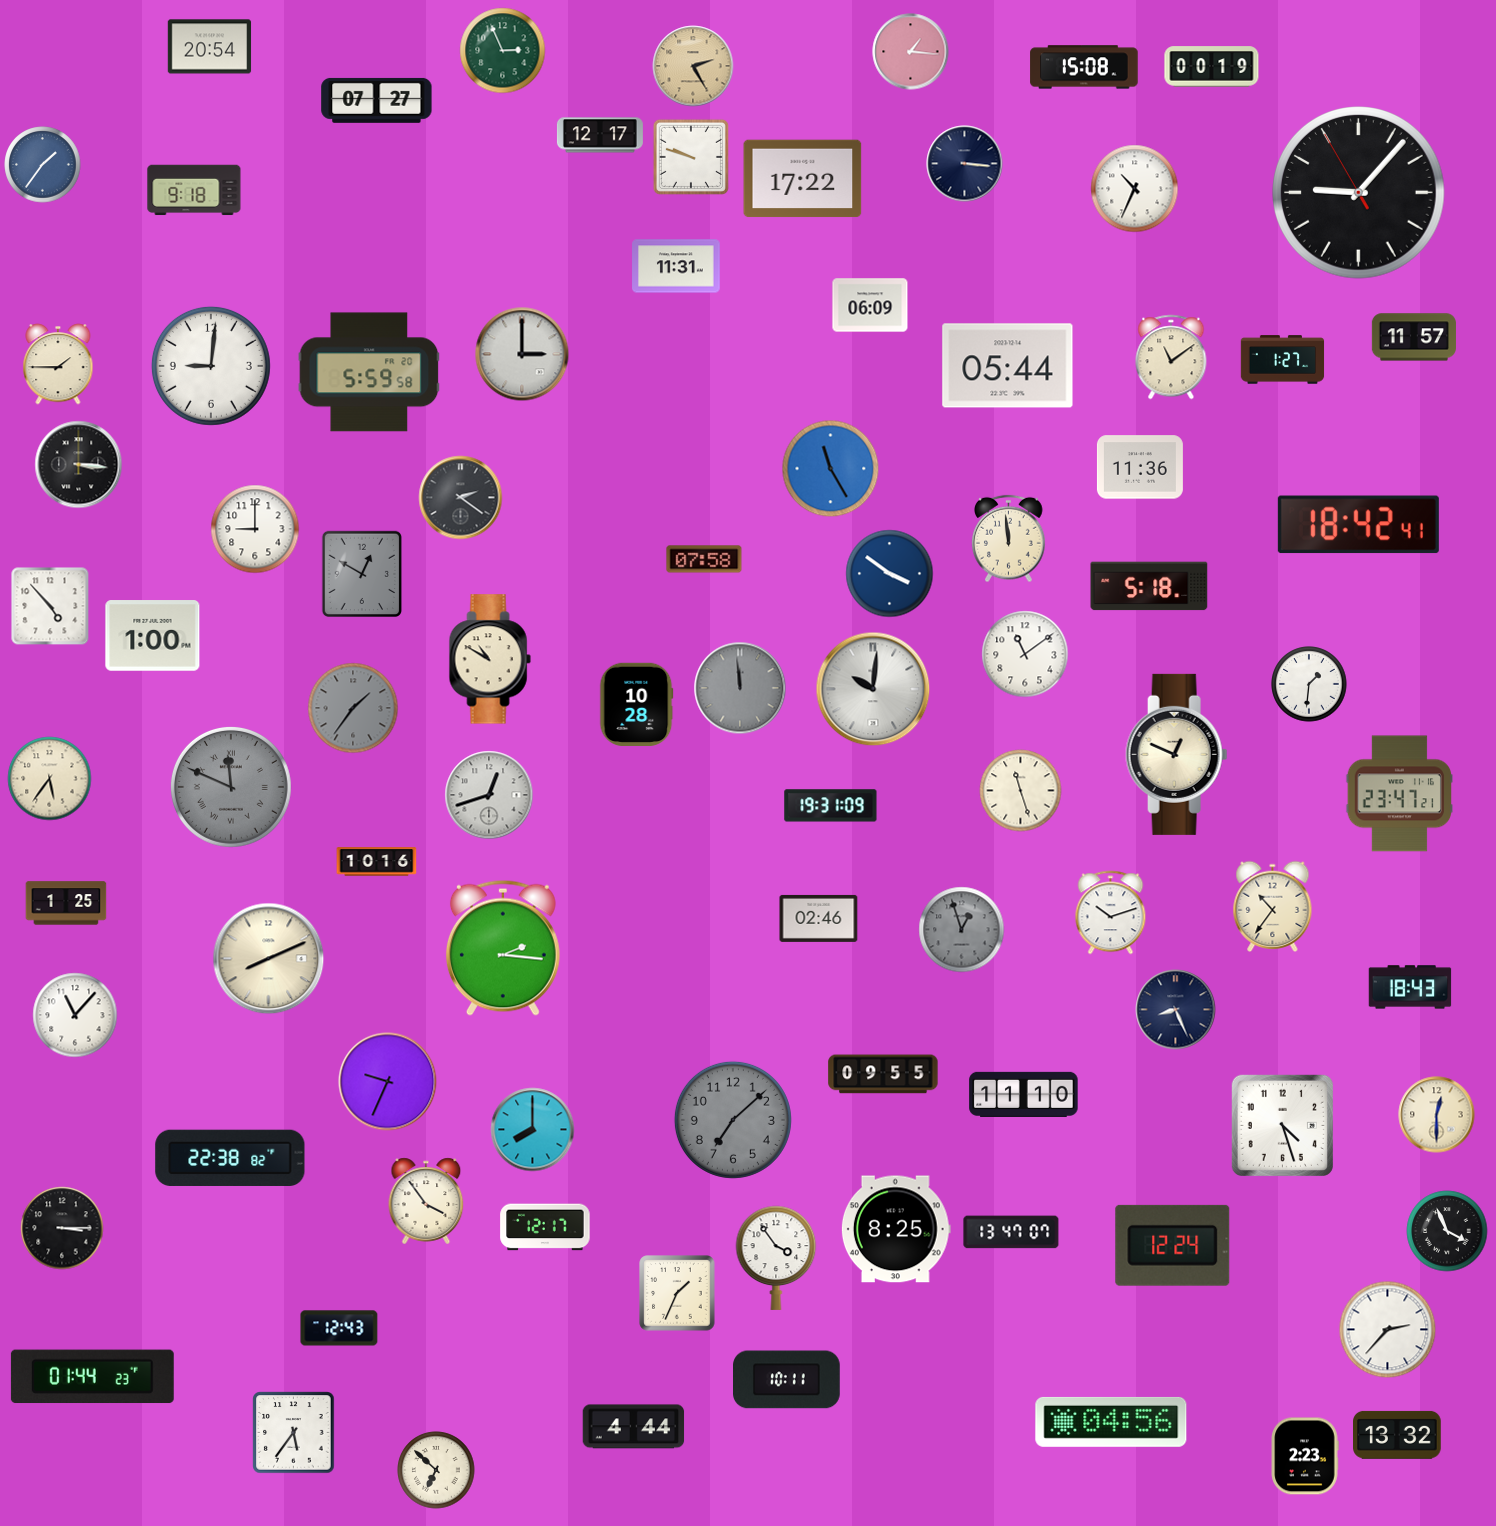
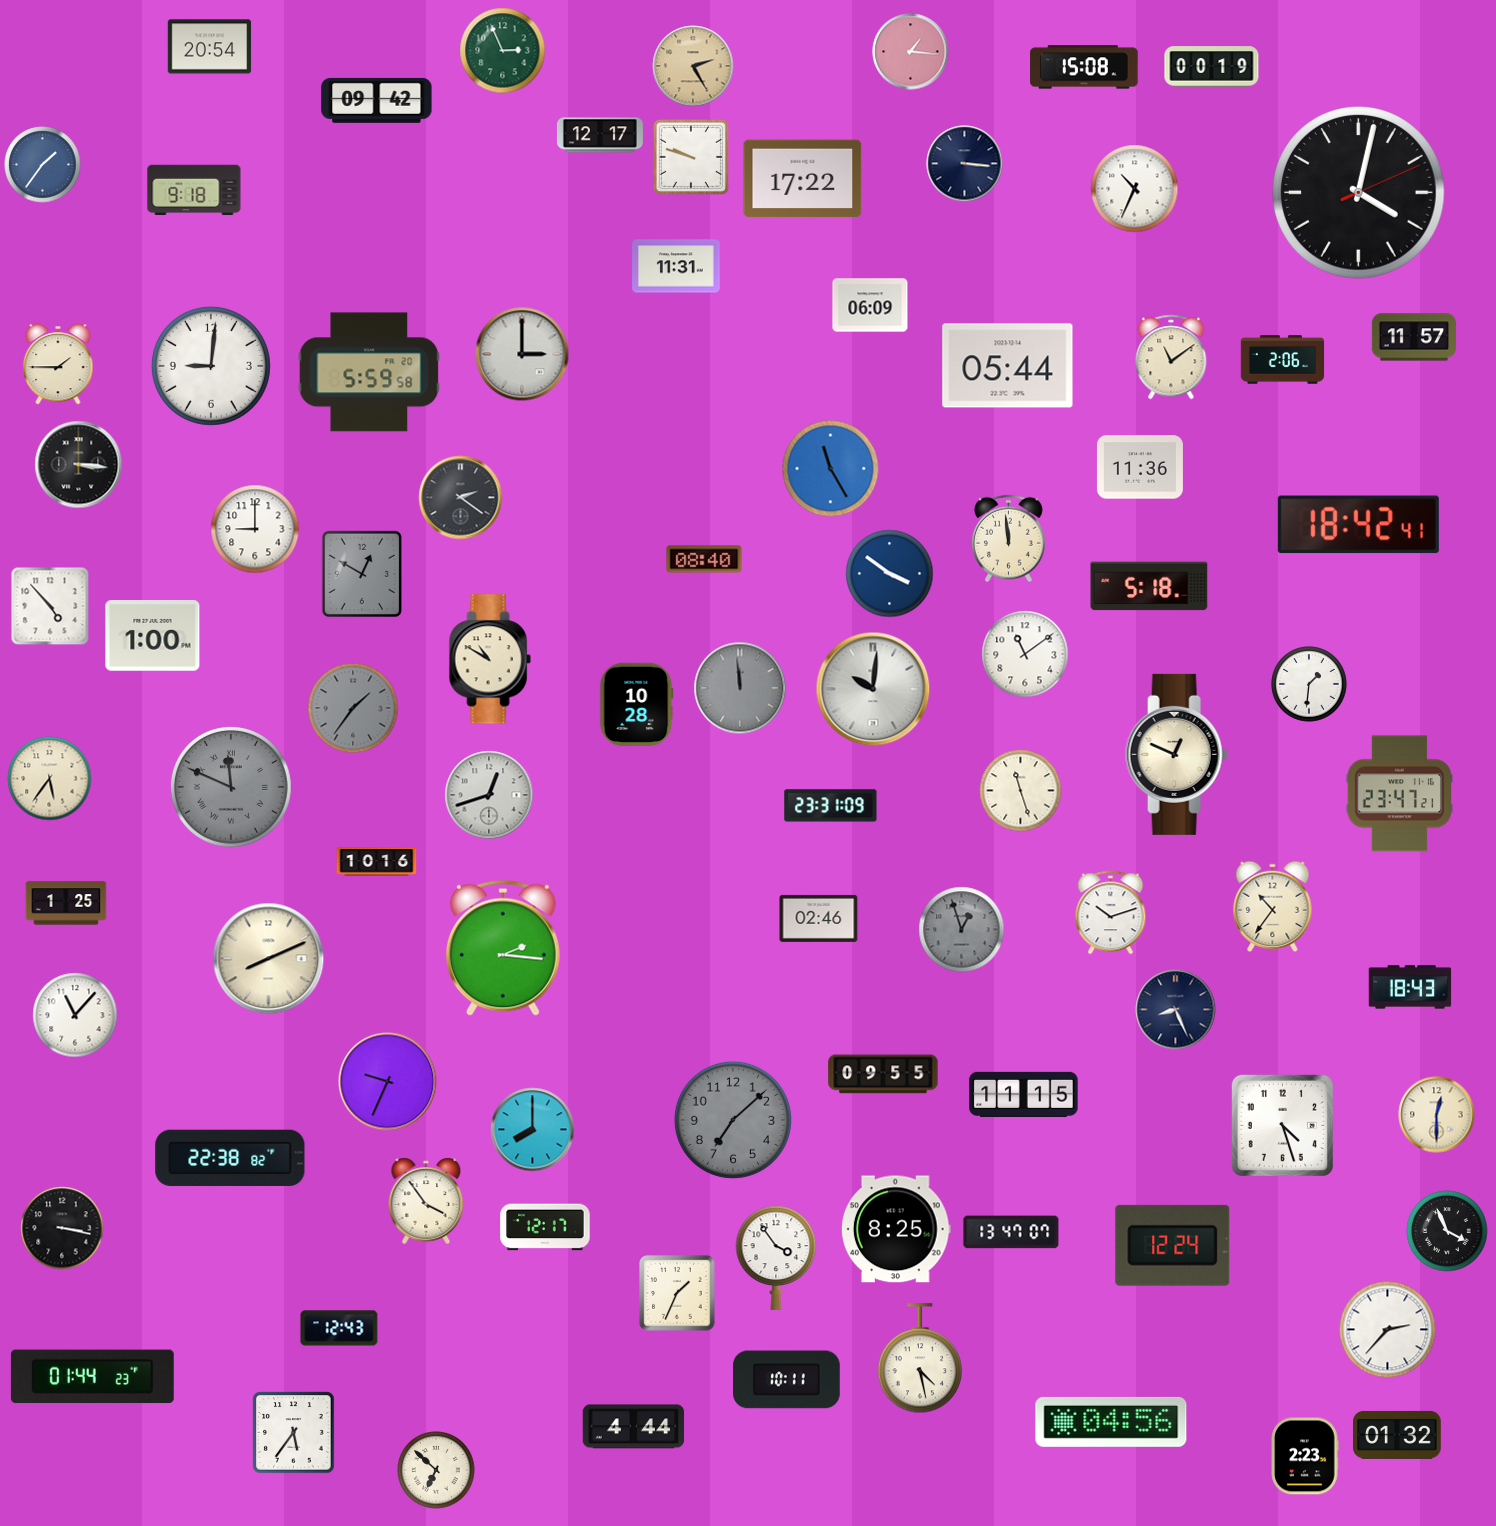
clock at (377, 100): 07:27 -> 09:42
clock at (1359, 193): 9:06 -> 4:02
clock at (1283, 360): 1:27 -> 2:06
clock at (704, 559): 07:58 -> 08:40
clock at (831, 806): 19:31 -> 23:31
clock at (1024, 1094): 11:10 -> 11:15
clock at (62, 1228): 3:15 -> 3:17
clock at (919, 1359): none -> 4:28
clock at (1398, 1435): 13:32 -> 01:32
